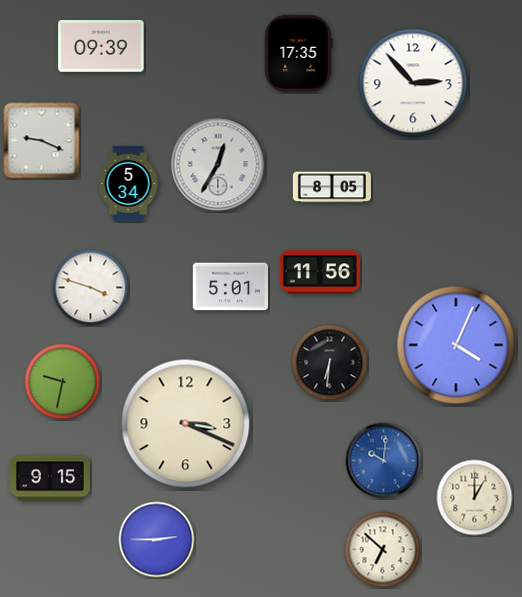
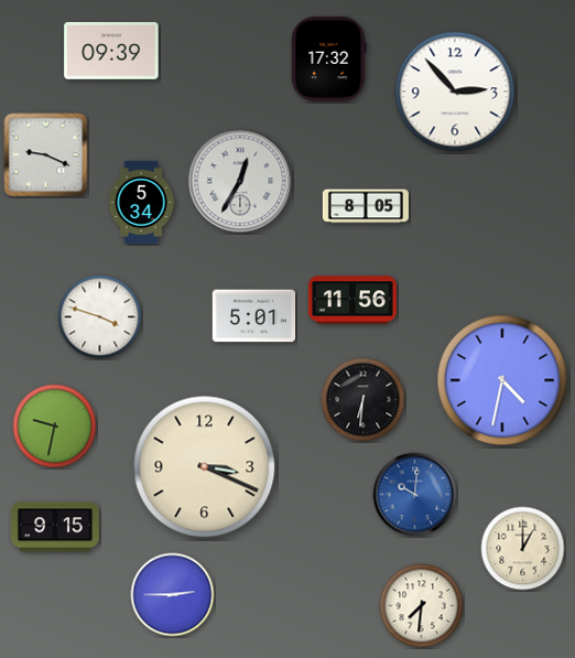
clock at (299, 53): 17:35 -> 17:32
clock at (456, 345): 4:04 -> 4:32
clock at (63, 382) position: (63, 382) -> (55, 427)
clock at (384, 461) position: (384, 461) -> (415, 495)
clock at (383, 550): 6:52 -> 7:31
